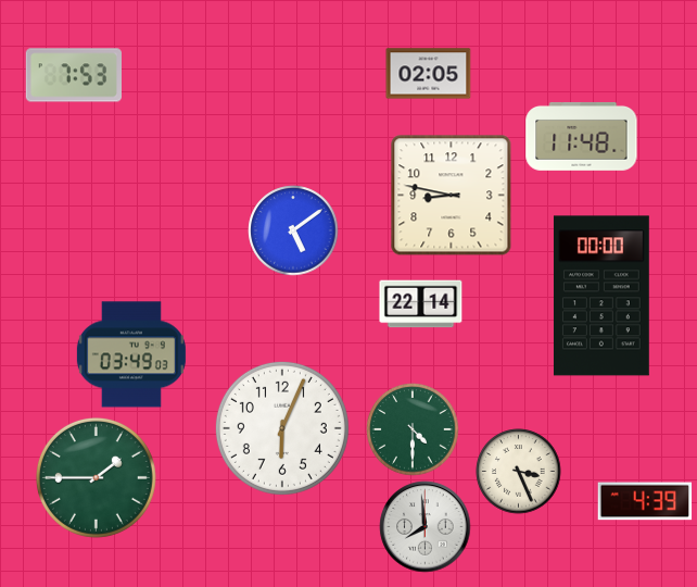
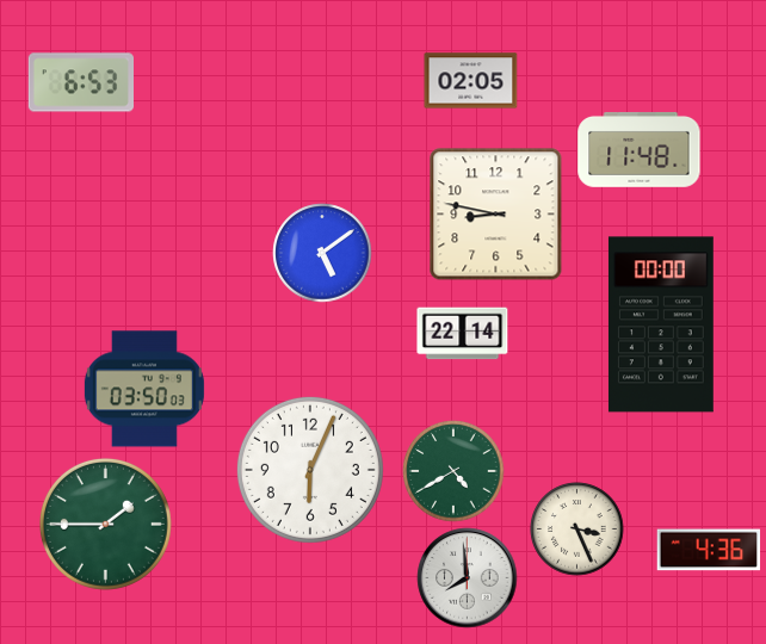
clock at (73, 75): 7:53 -> 6:53
clock at (131, 354): 03:49 -> 03:50
clock at (413, 429): 4:30 -> 4:40
clock at (519, 472) position: (519, 472) -> (577, 530)
clock at (645, 501): 4:39 -> 4:36
